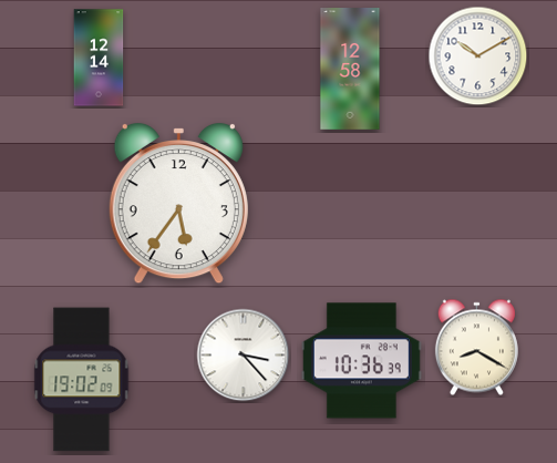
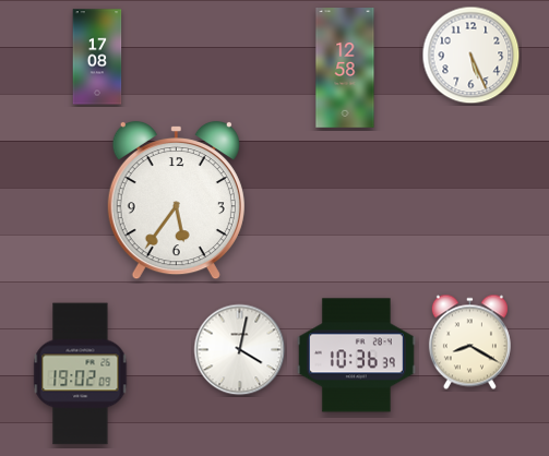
clock at (478, 56): 10:10 -> 5:26
clock at (99, 58): 12:14 -> 17:08
clock at (244, 356): 3:23 -> 4:02
